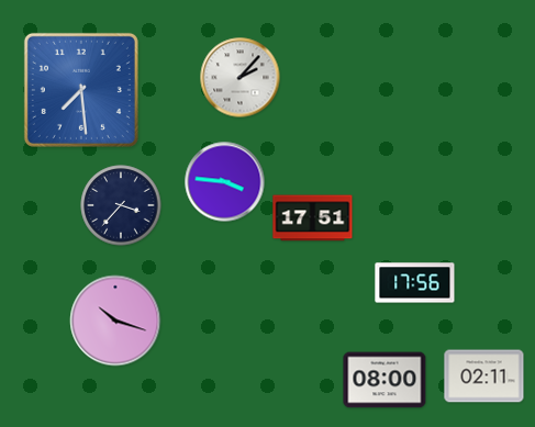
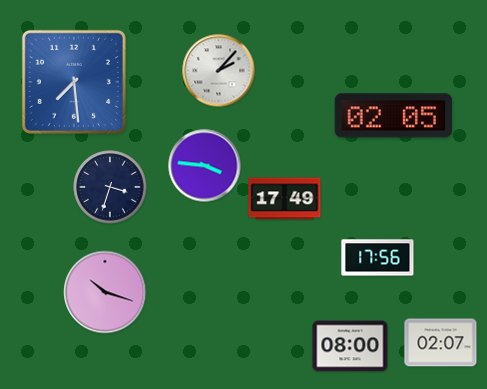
clock at (393, 116): none -> 02:05
clock at (121, 205): 3:37 -> 3:33
clock at (313, 218): 17:51 -> 17:49
clock at (484, 377): 02:11 -> 02:07
